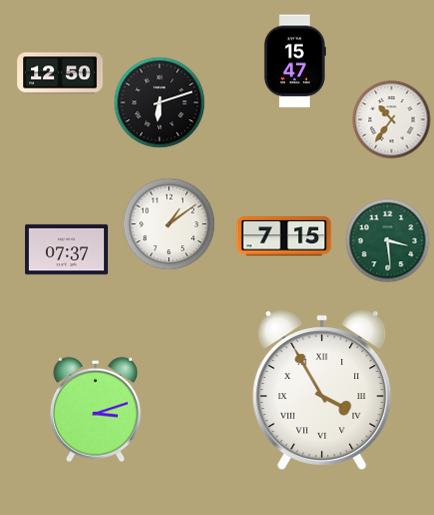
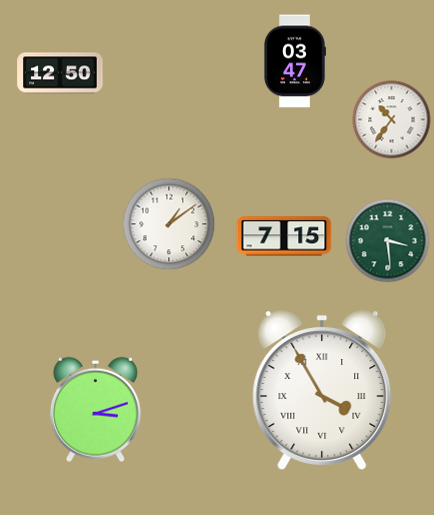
clock at (295, 61): 15:47 -> 03:47
clock at (160, 103): 6:12 -> none
clock at (66, 250): 07:37 -> none
